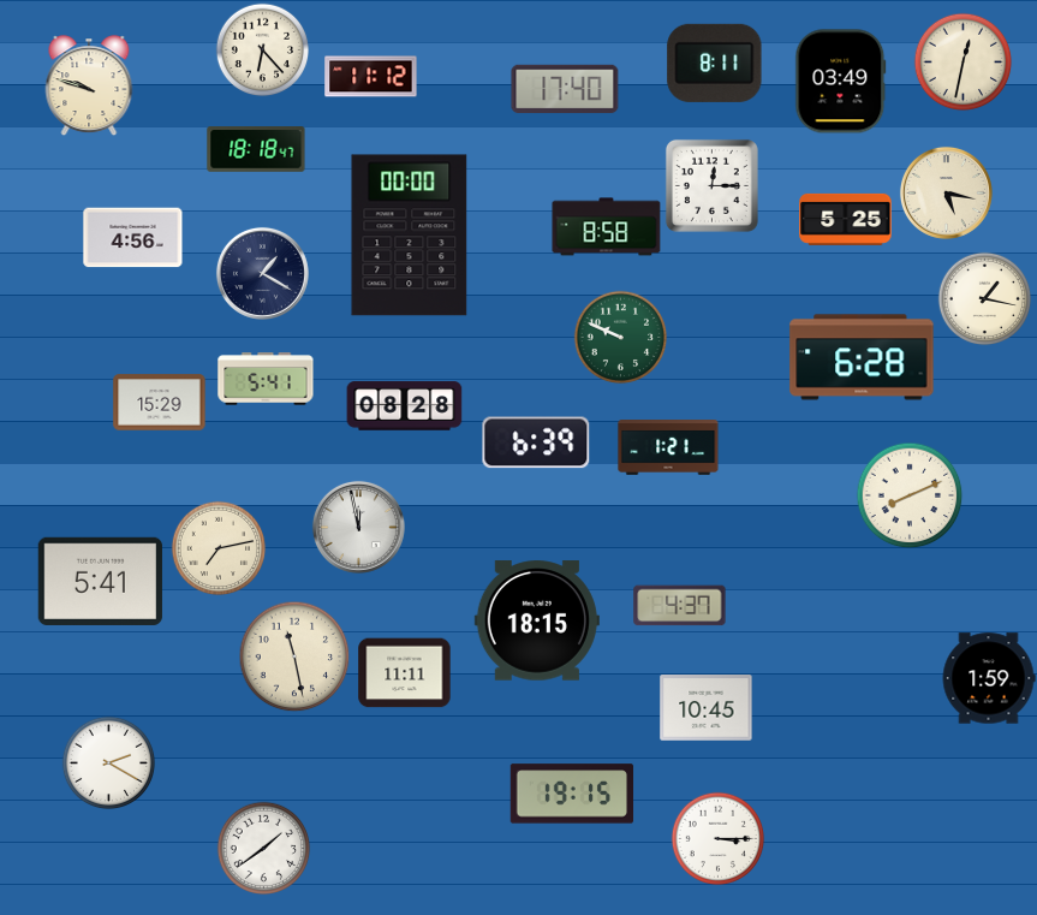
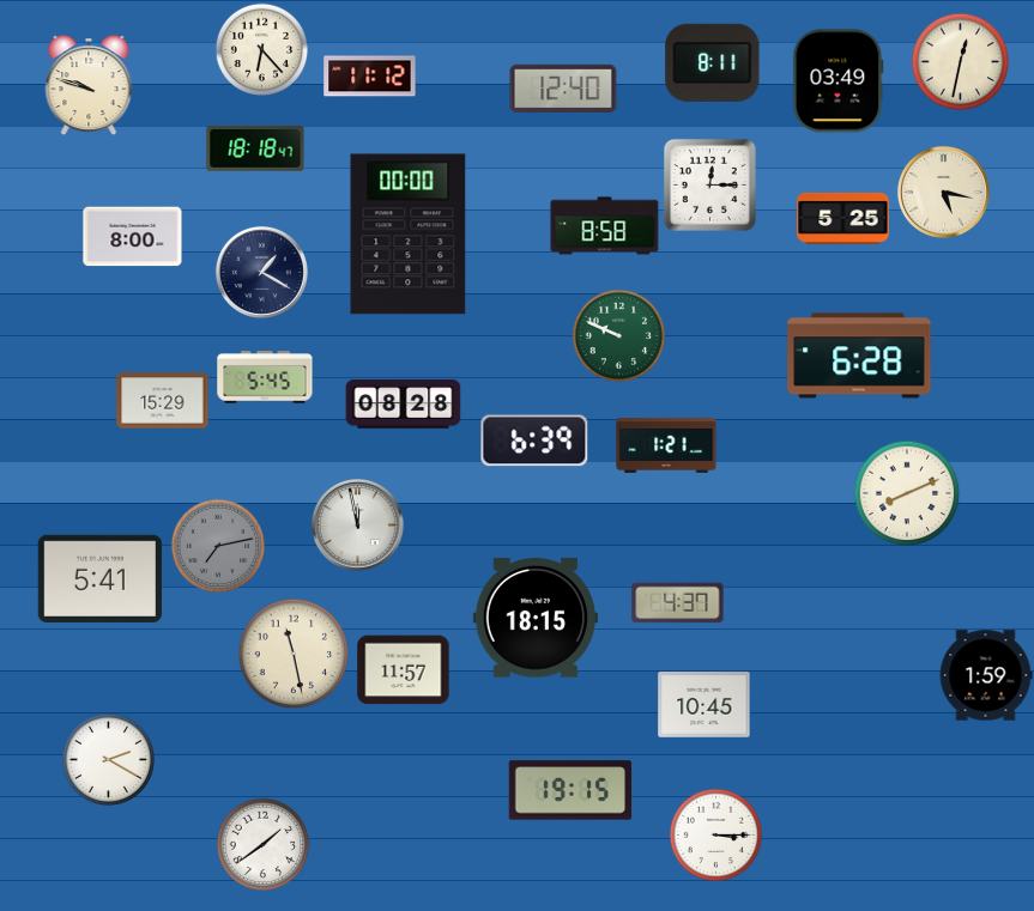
clock at (565, 89): 17:40 -> 12:40
clock at (133, 238): 4:56 -> 8:00
clock at (984, 298): 1:17 -> none
clock at (266, 379): 5:41 -> 5:45
clock at (160, 403) position: (160, 403) -> (163, 401)
clock at (219, 548) dial: cream -> grey
clock at (405, 673): 11:11 -> 11:57
